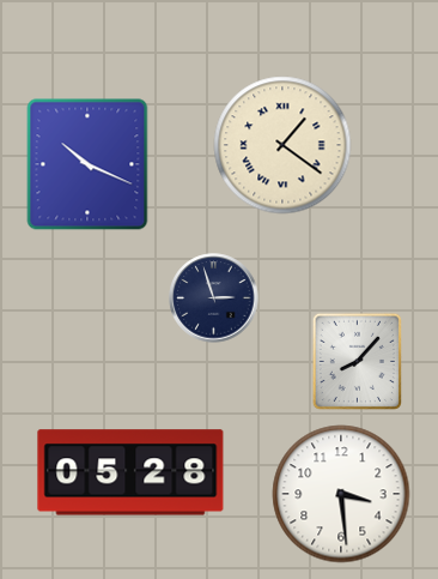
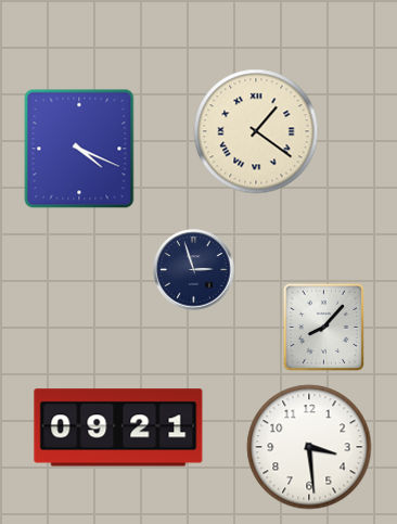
clock at (87, 164): 10:19 -> 4:19
clock at (130, 472): 05:28 -> 09:21
